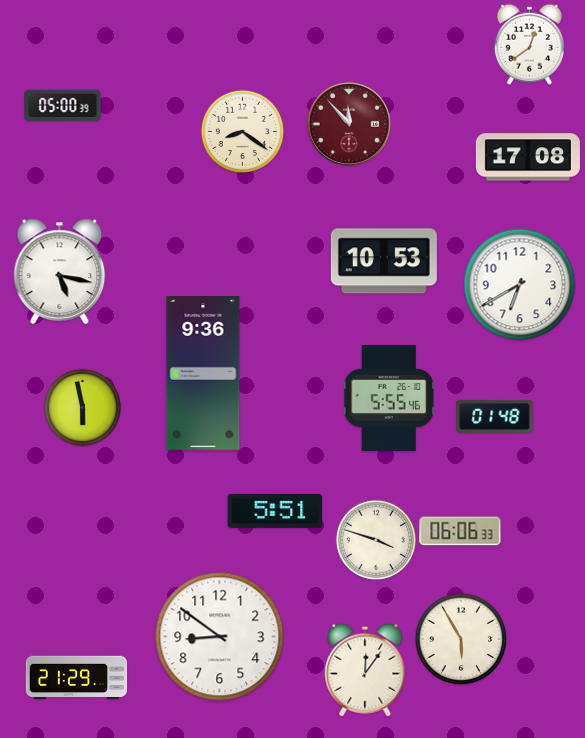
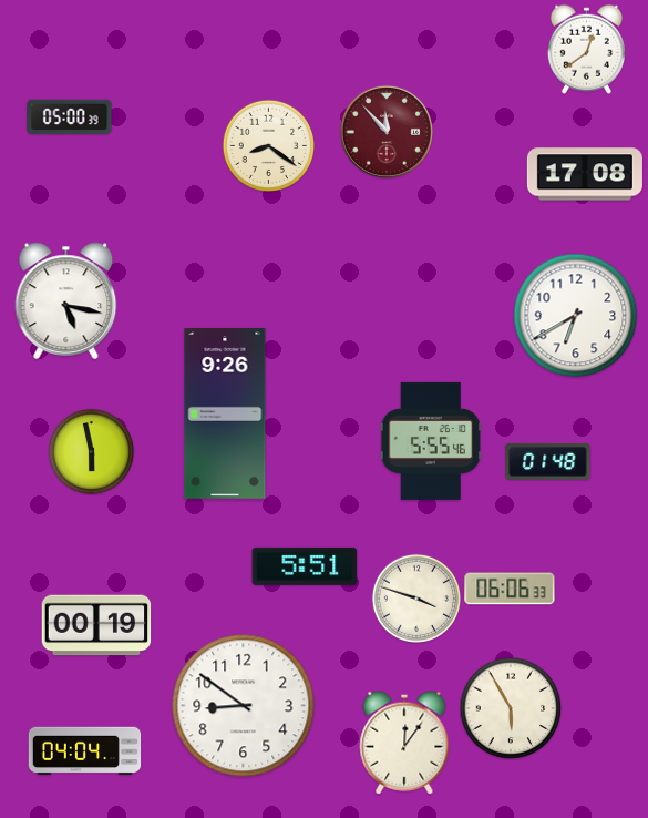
clock at (349, 124) position: (349, 124) -> (387, 132)
clock at (384, 261): 10:53 -> none
clock at (203, 374): 9:36 -> 9:26
clock at (96, 625): none -> 00:19
clock at (77, 678): 21:29 -> 04:04
